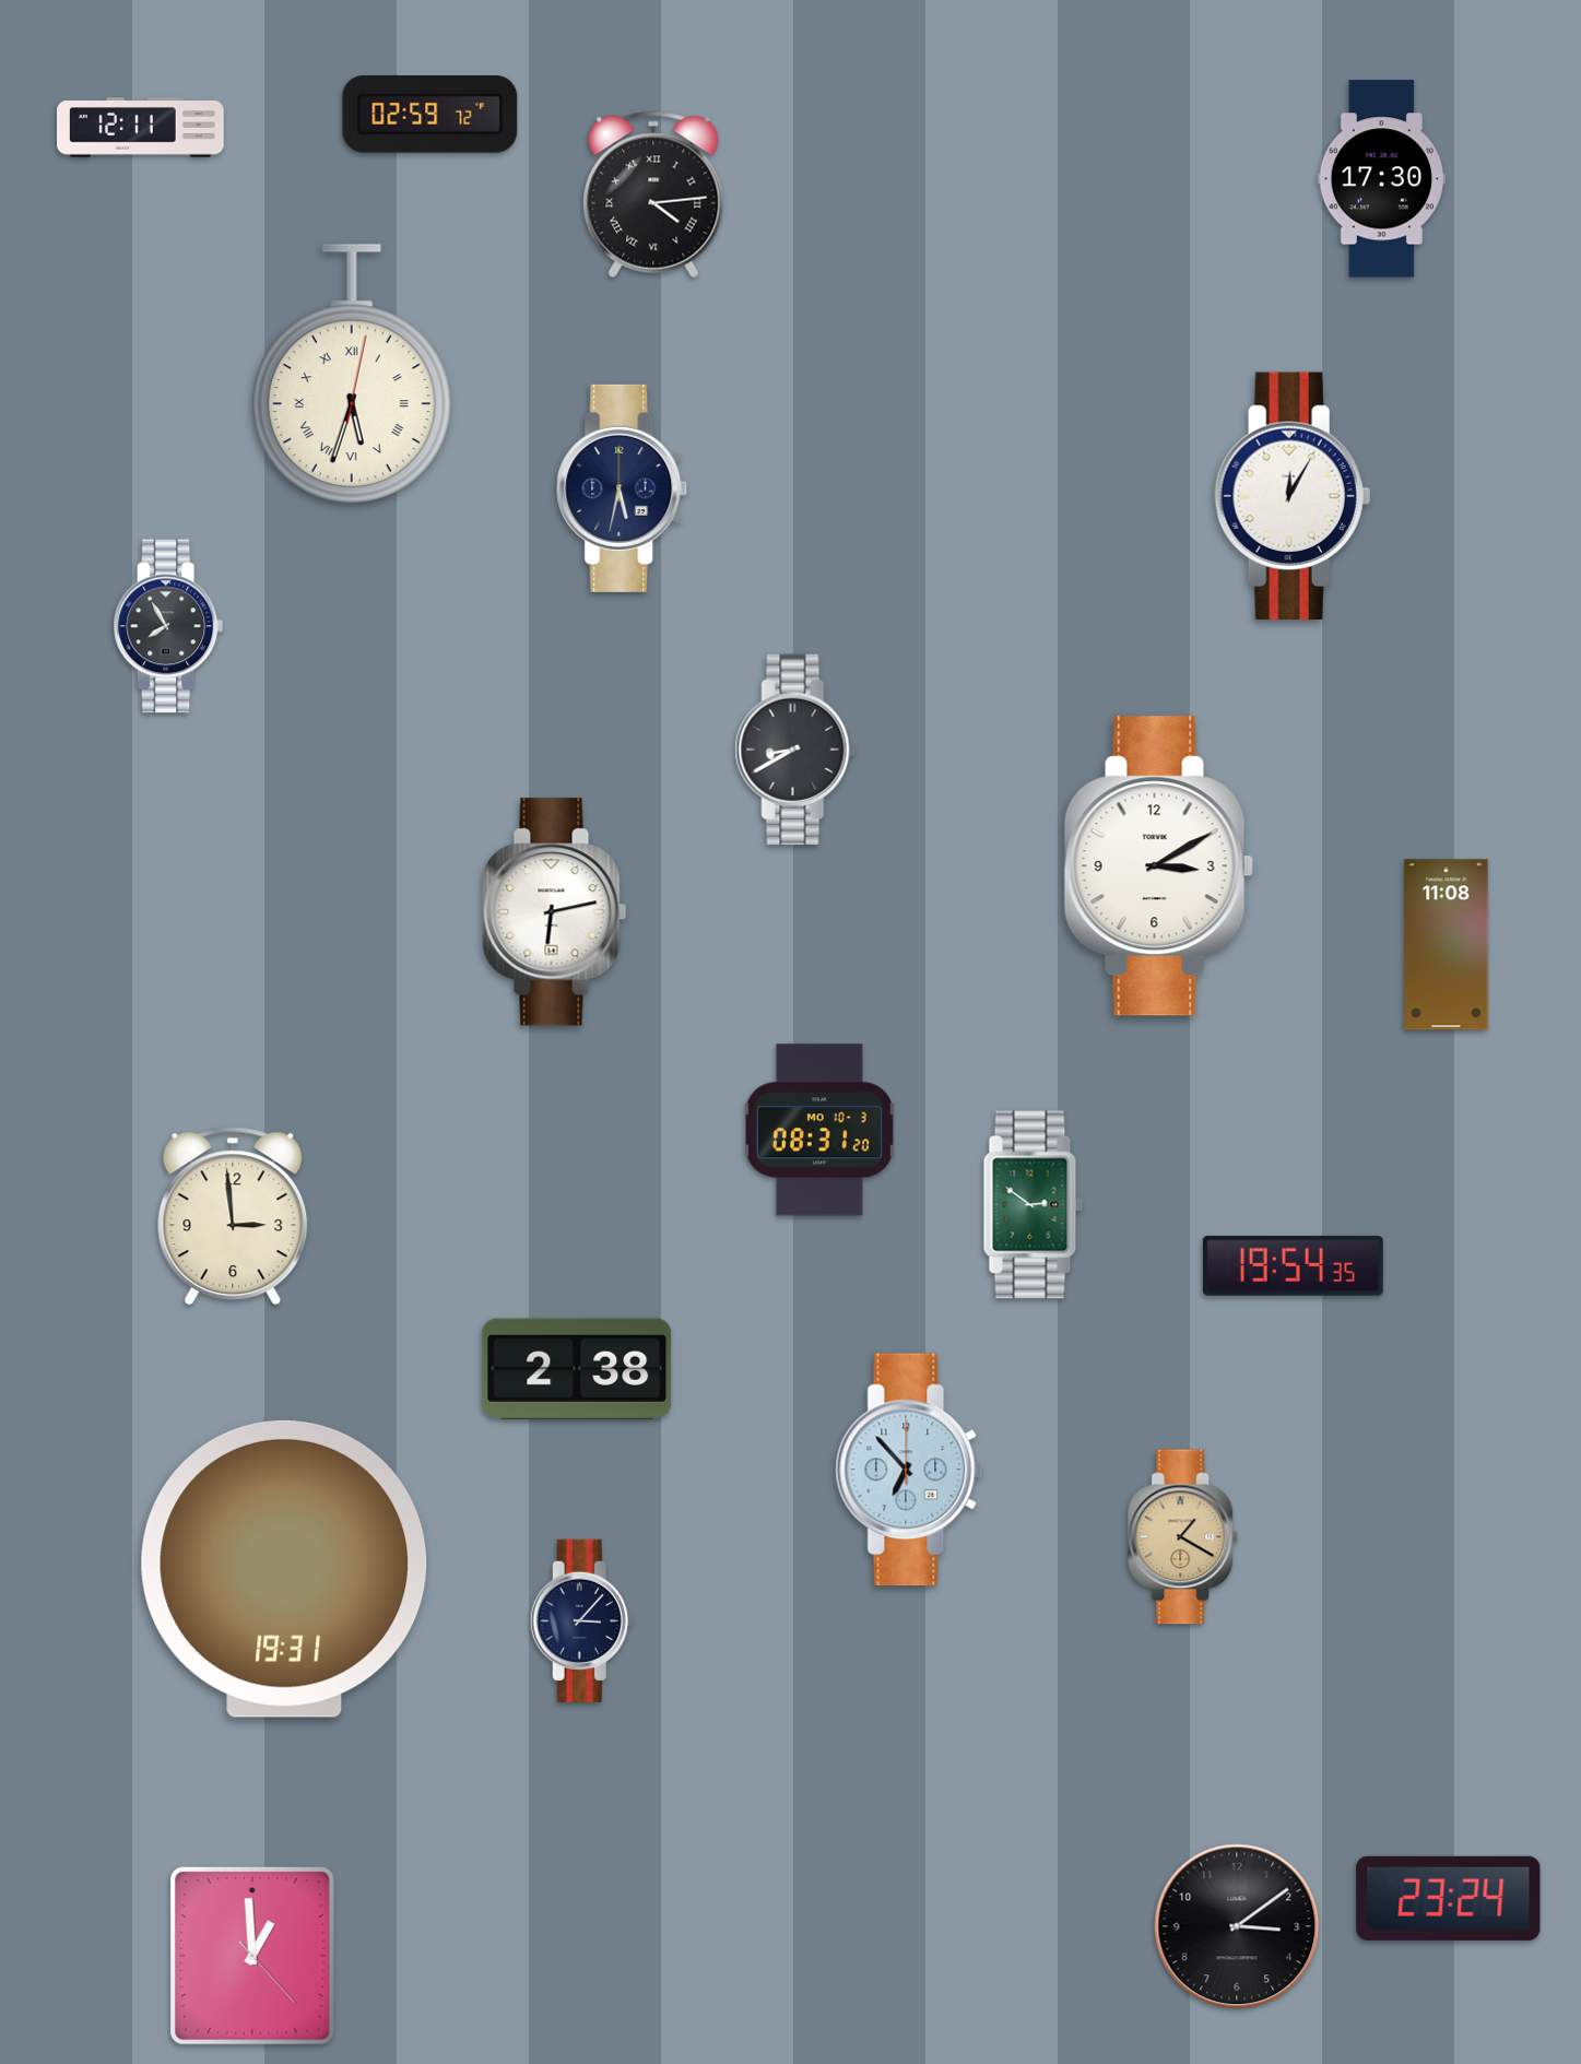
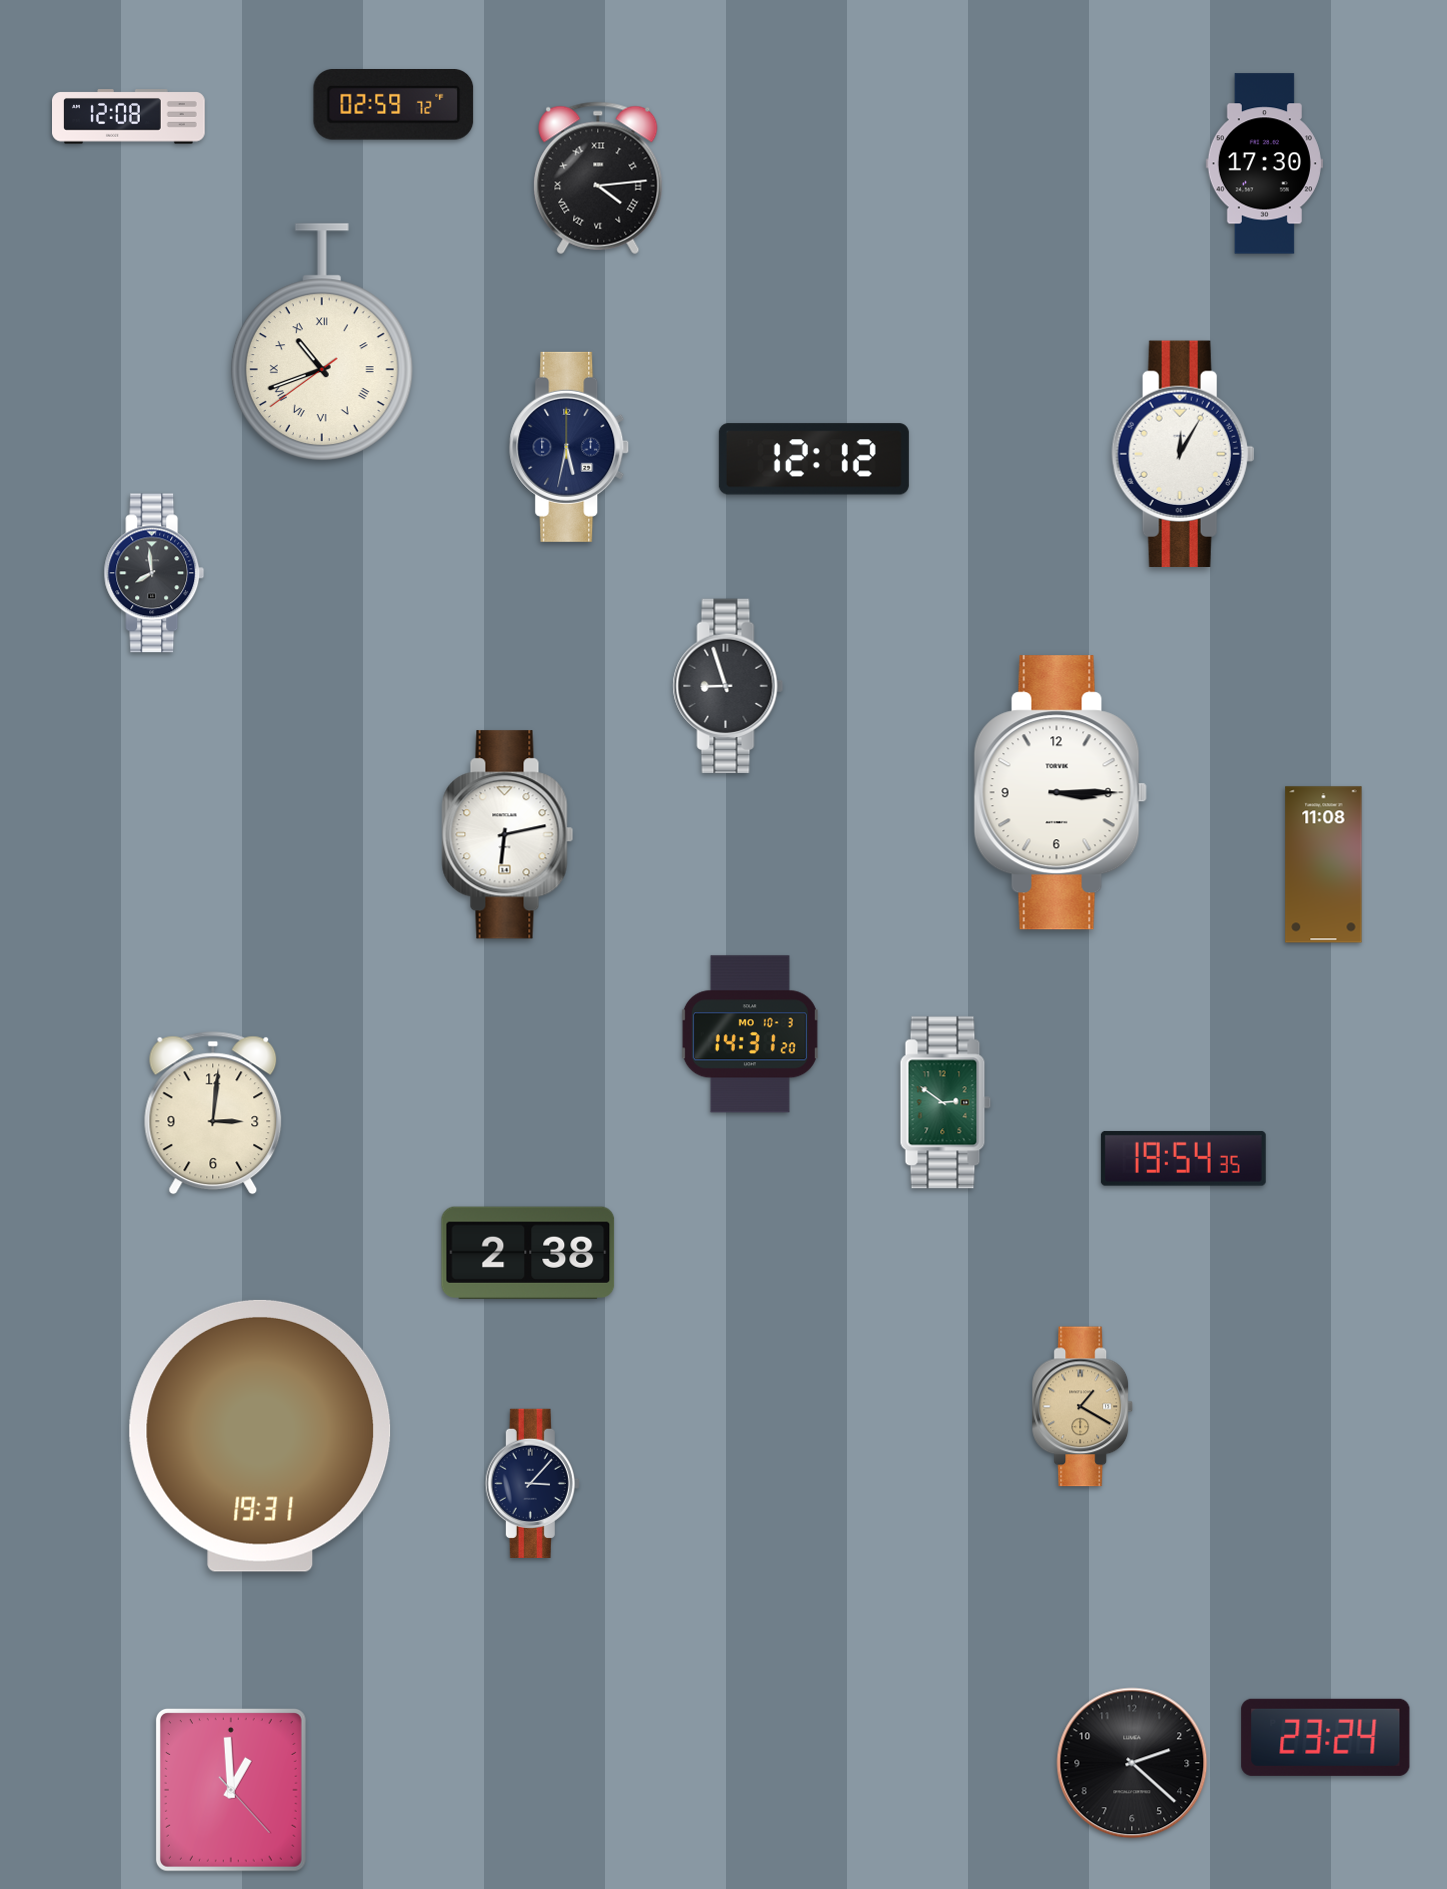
clock at (141, 128): 12:11 -> 12:08
clock at (352, 374): 5:33 -> 10:41
clock at (814, 459): none -> 12:12
clock at (168, 626): 7:55 -> 7:59
clock at (795, 750): 8:40 -> 8:57
clock at (1158, 866): 3:10 -> 3:15
clock at (819, 1130): 08:31 -> 14:31
clock at (233, 1216): 2:59 -> 3:01
clock at (909, 1470): 6:53 -> none
clock at (1237, 1926): 3:09 -> 2:22
